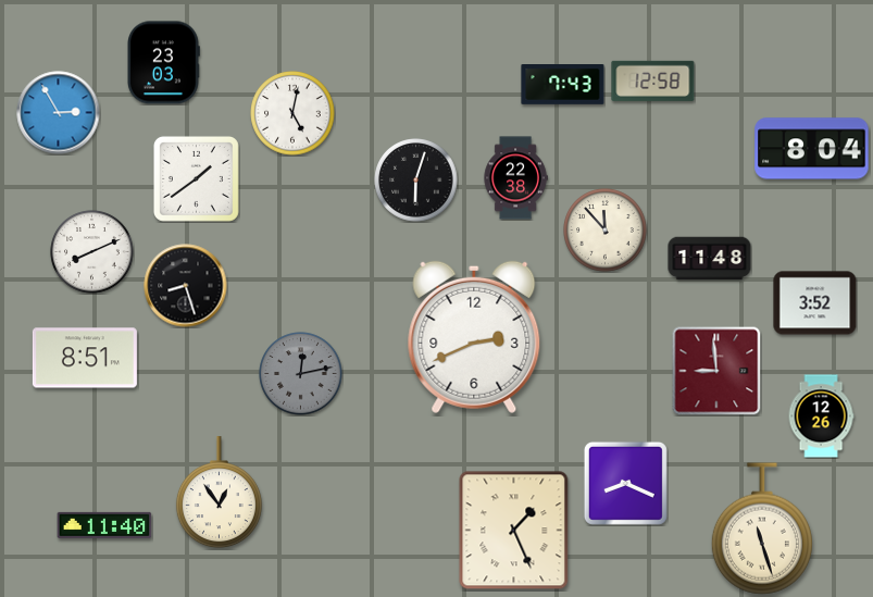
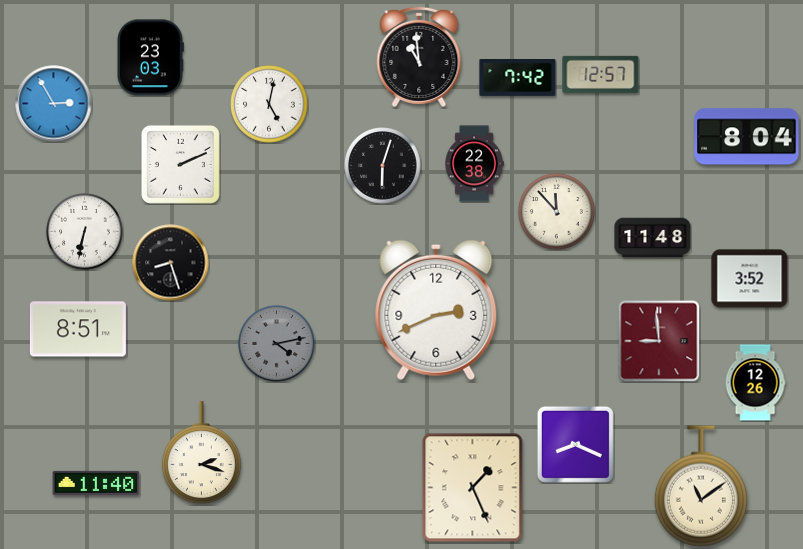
clock at (419, 57): none -> 10:59
clock at (653, 80): 12:58 -> 12:57
clock at (563, 85): 7:43 -> 7:42
clock at (196, 178): 1:39 -> 2:11
clock at (92, 252): 8:11 -> 6:32
clock at (301, 374): 12:13 -> 4:13
clock at (219, 493): 12:54 -> 2:18
clock at (762, 528): 11:27 -> 11:09
